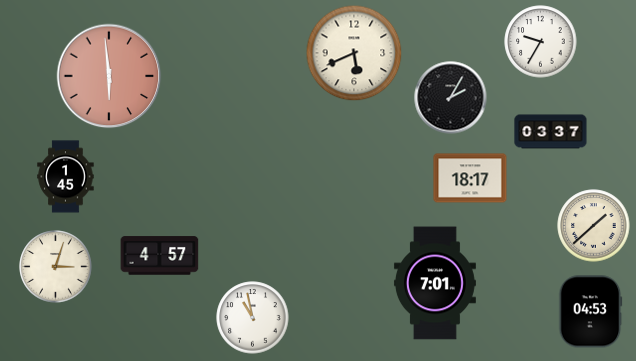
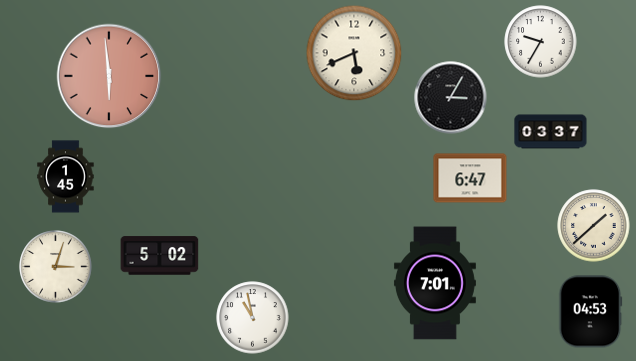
clock at (451, 98): 2:05 -> 3:05
clock at (470, 178): 18:17 -> 6:47
clock at (160, 256): 4:57 -> 5:02
